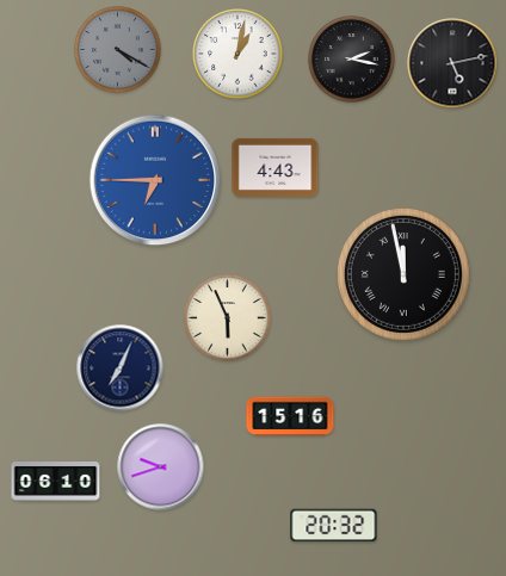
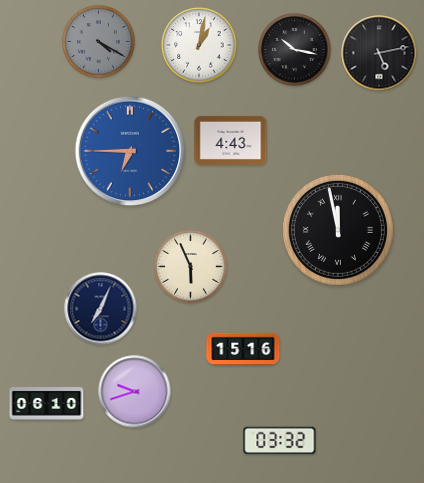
clock at (352, 60): 2:17 -> 10:17
clock at (334, 526): 20:32 -> 03:32
